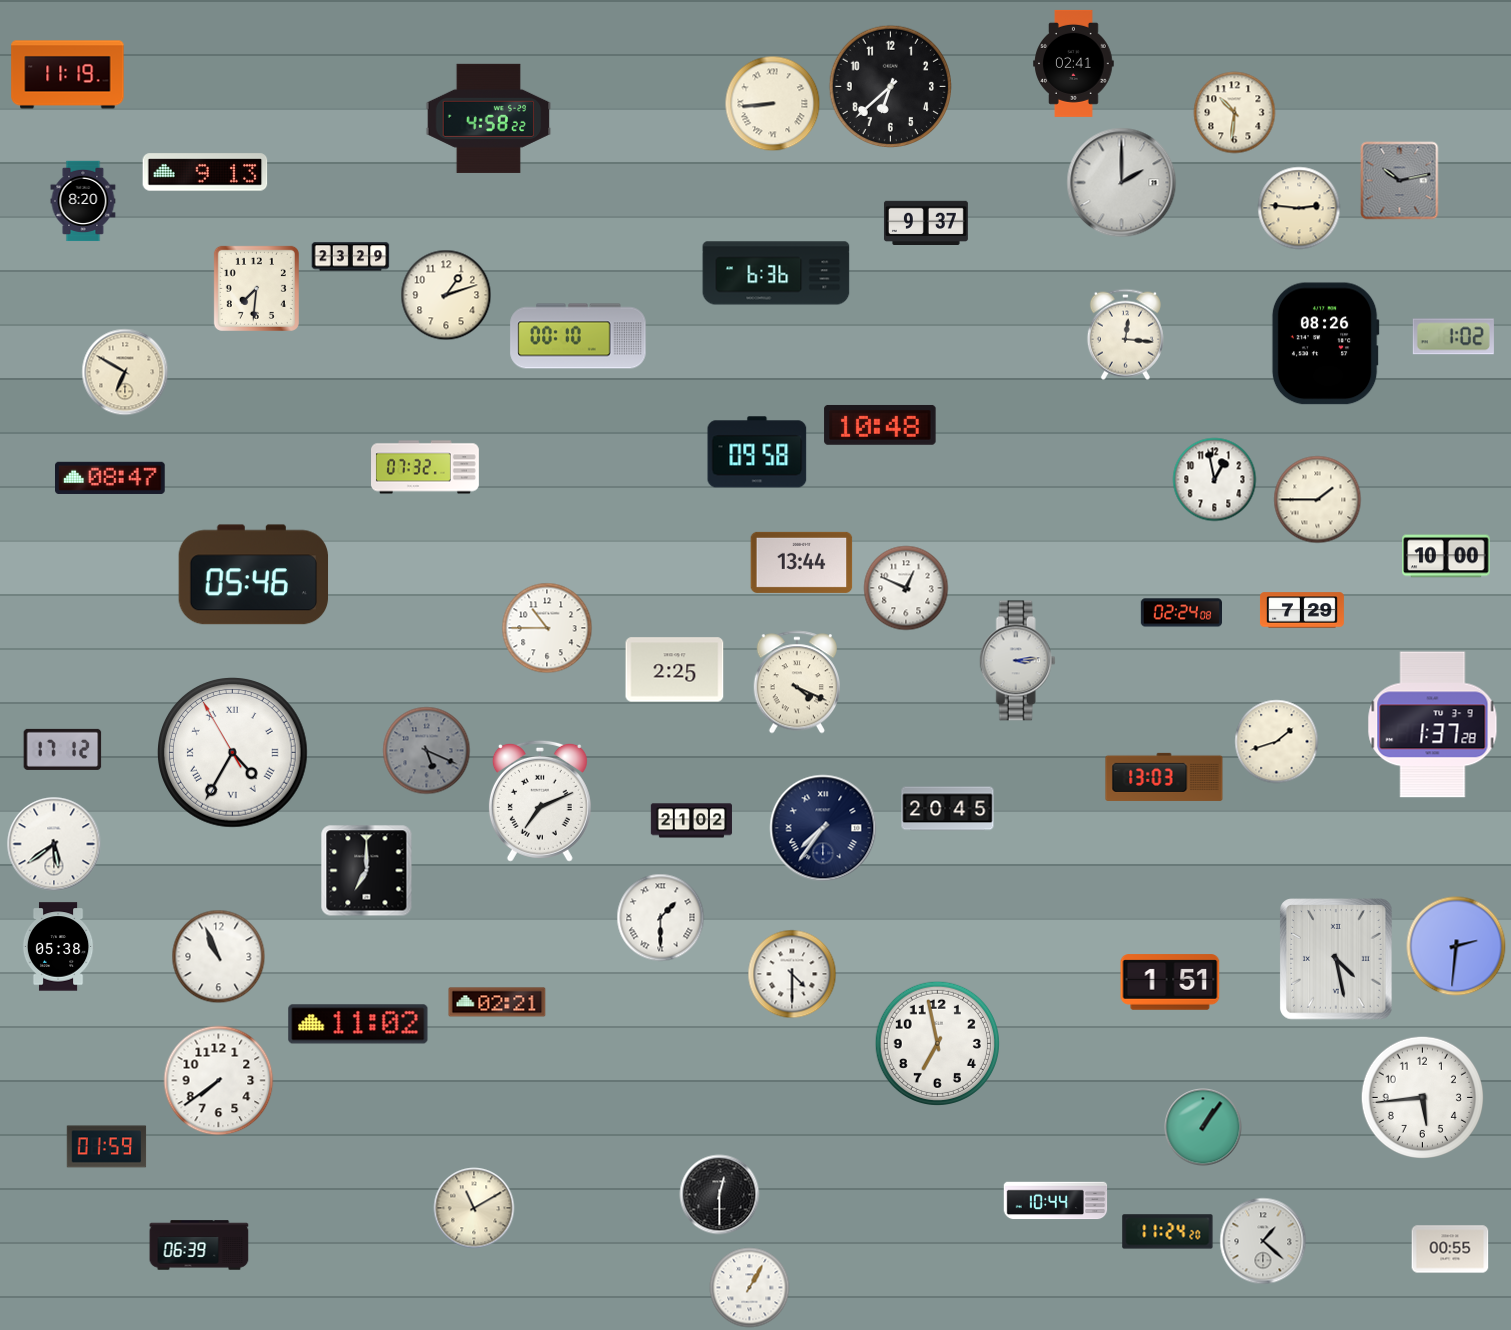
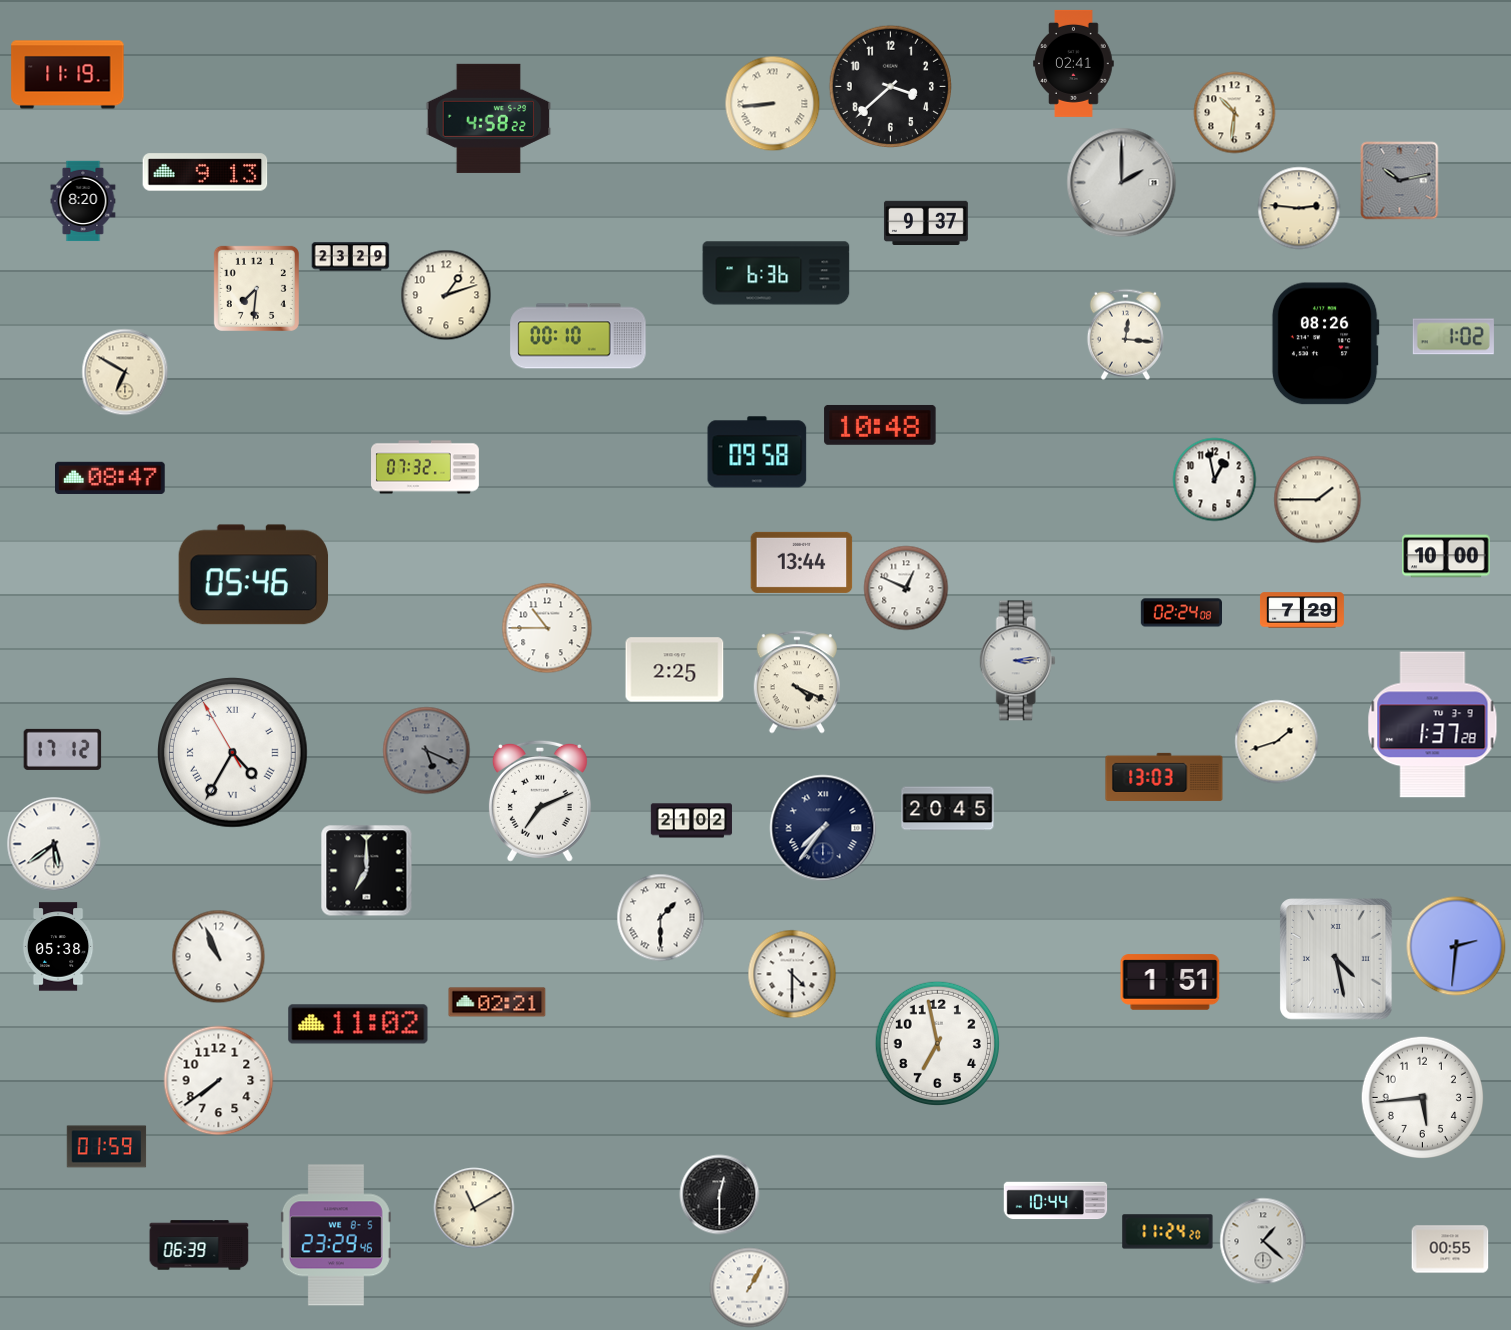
clock at (890, 86): 6:38 -> 3:38
clock at (1203, 1127): 1:06 -> none
clock at (336, 1235): none -> 23:29
